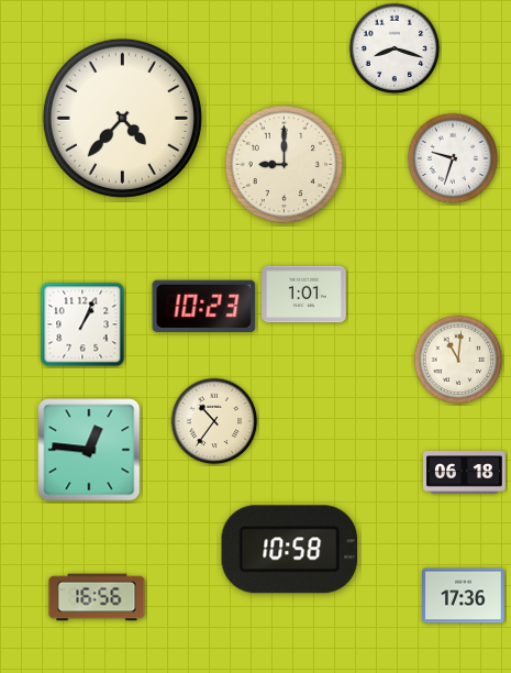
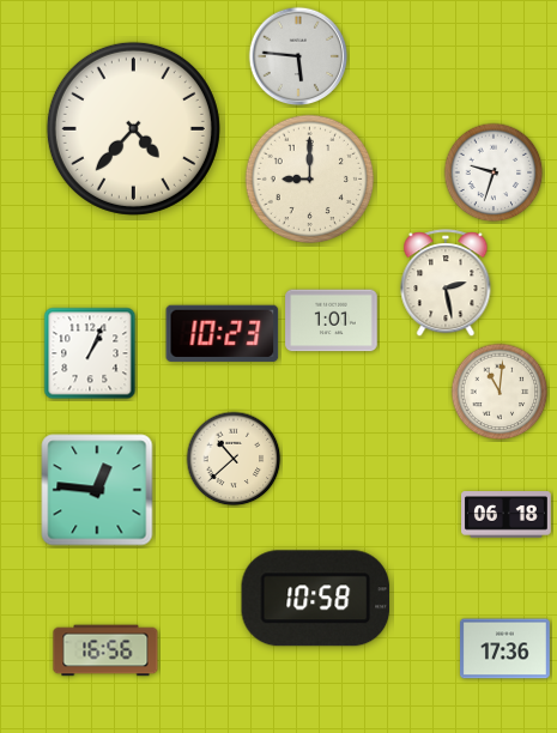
clock at (395, 48): 8:18 -> none
clock at (298, 56): none -> 5:46
clock at (446, 284): none -> 2:28
clock at (214, 421): 10:36 -> 10:38
